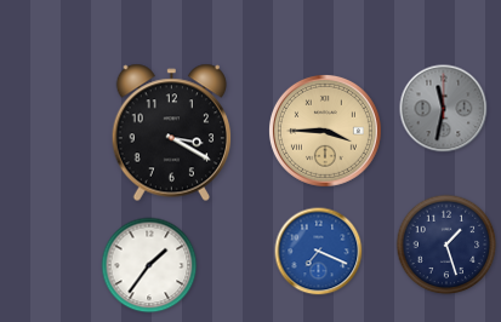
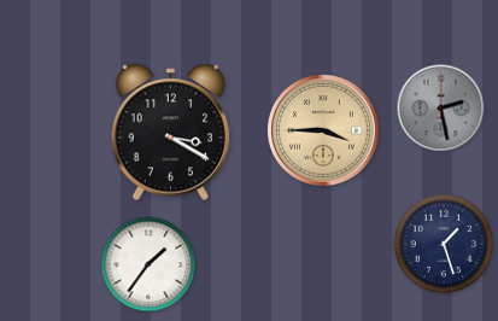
clock at (444, 109): 11:32 -> 2:28
clock at (319, 252): 7:19 -> none
